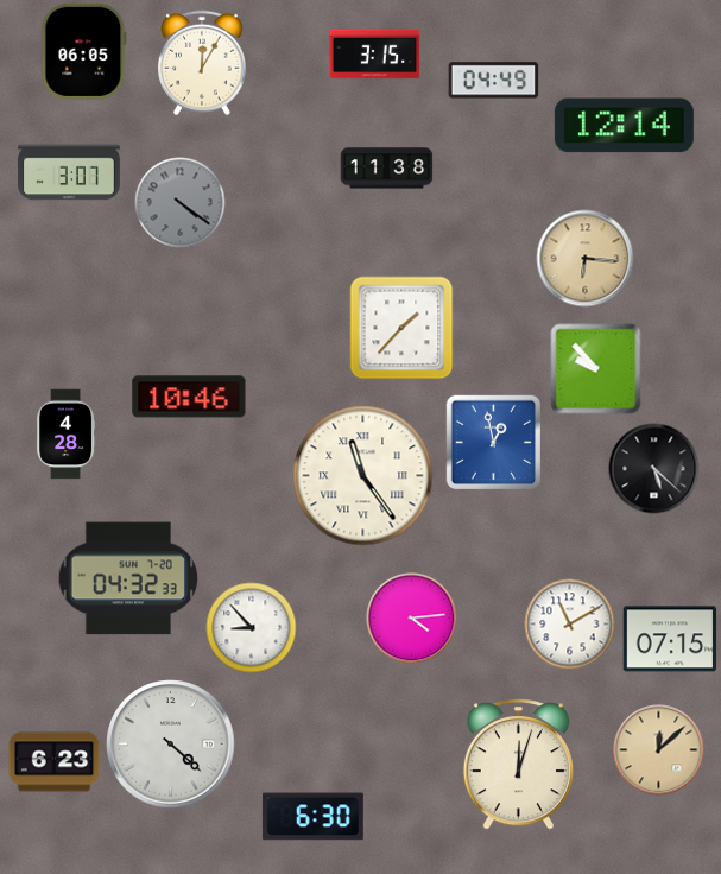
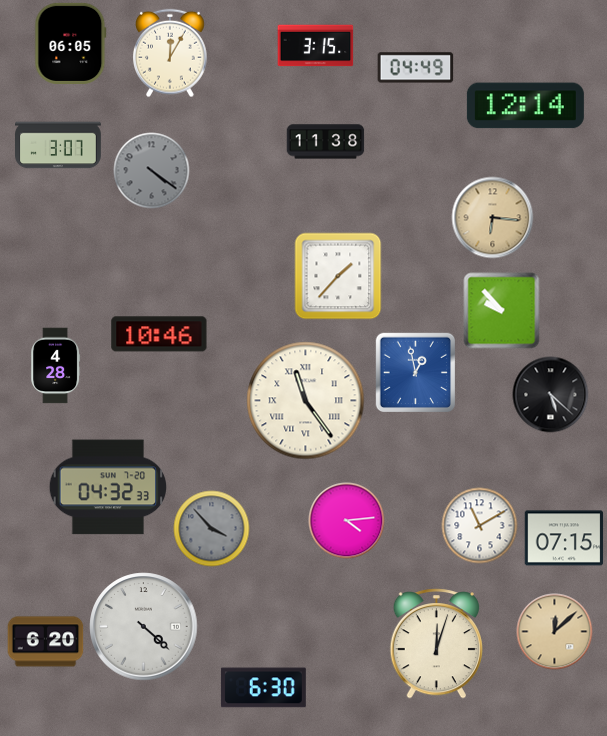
clock at (252, 628): 8:53 -> 3:53
clock at (252, 628) dial: white -> grey
clock at (55, 762): 6:23 -> 6:20
